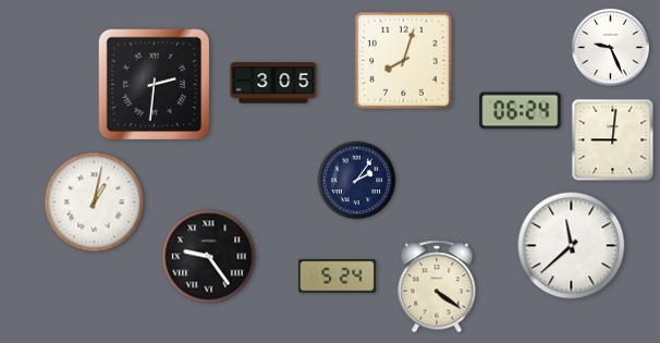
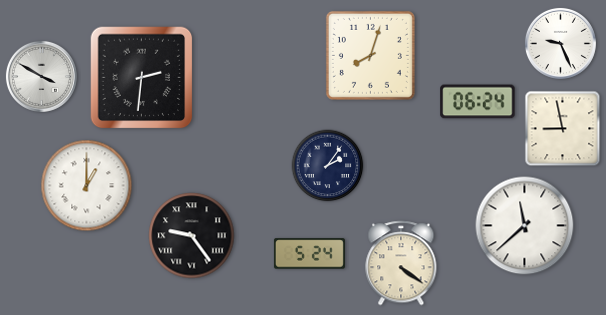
clock at (41, 76): none -> 3:50
clock at (273, 83): 3:05 -> none
clock at (613, 140): 9:01 -> 8:58
clock at (95, 203): 1:02 -> 1:00
